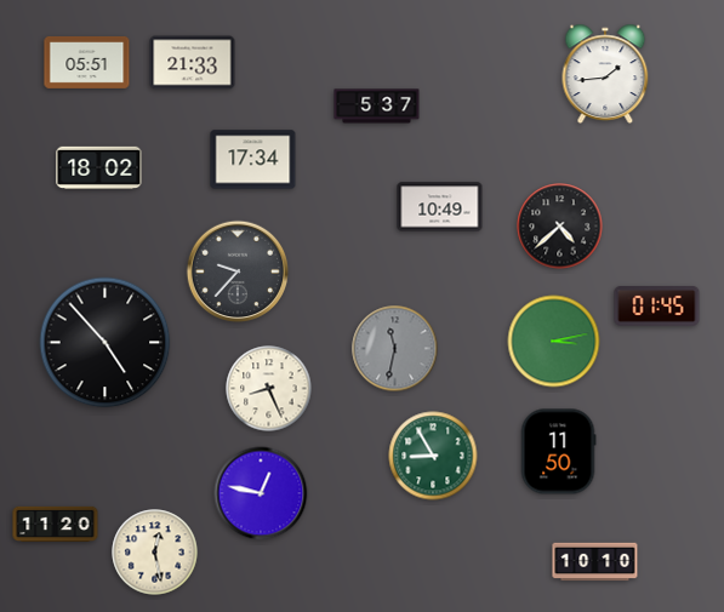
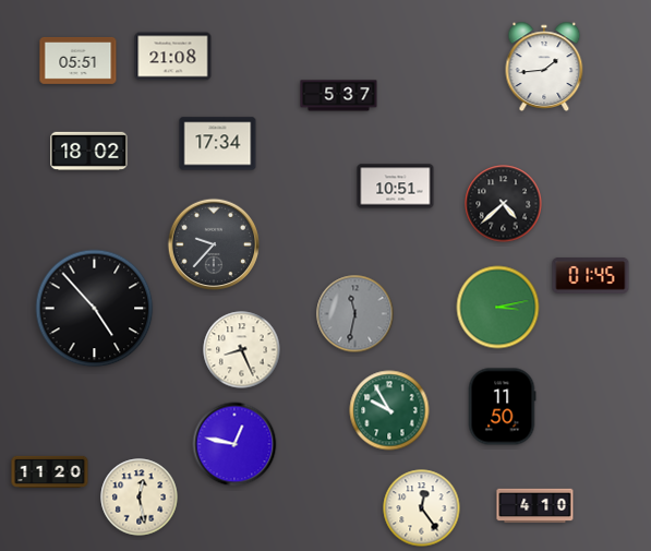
clock at (87, 63) position: (87, 63) -> (79, 61)
clock at (193, 63): 21:33 -> 21:08
clock at (253, 160) position: (253, 160) -> (218, 144)
clock at (440, 207): 10:49 -> 10:51
clock at (433, 456): 8:55 -> 9:55
clock at (595, 562): 10:10 -> 4:10
clock at (422, 508): none -> 12:24
